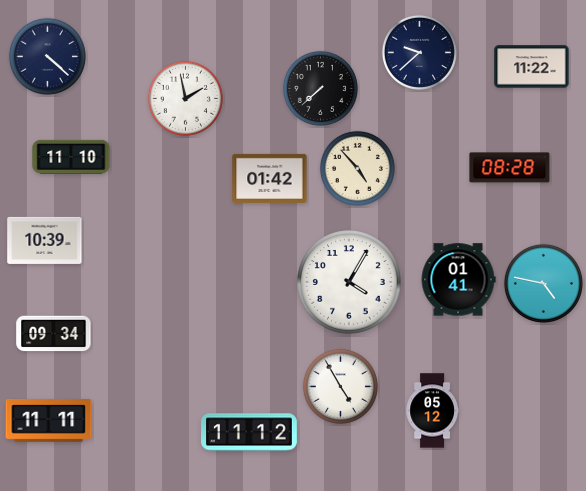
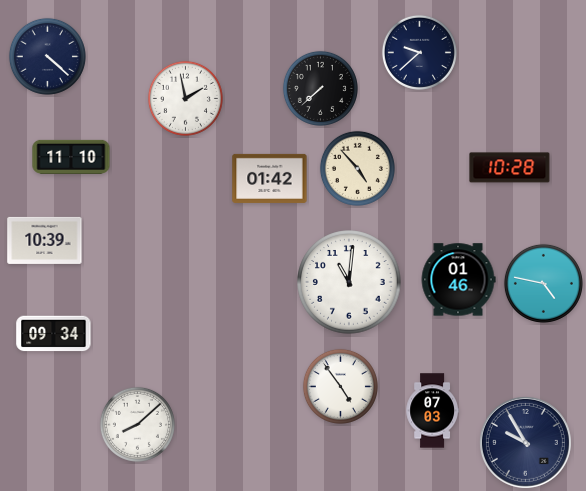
clock at (532, 67): 11:22 -> none
clock at (510, 168): 08:28 -> 10:28
clock at (458, 280): 01:41 -> 01:46
clock at (349, 282): 4:05 -> 11:01
clock at (340, 386): 4:55 -> 4:54
clock at (432, 411): 05:12 -> 07:03
clock at (49, 421): 11:11 -> none
clock at (137, 424): none -> 8:08
clock at (250, 432): 11:12 -> none
clock at (525, 442): none -> 9:55
